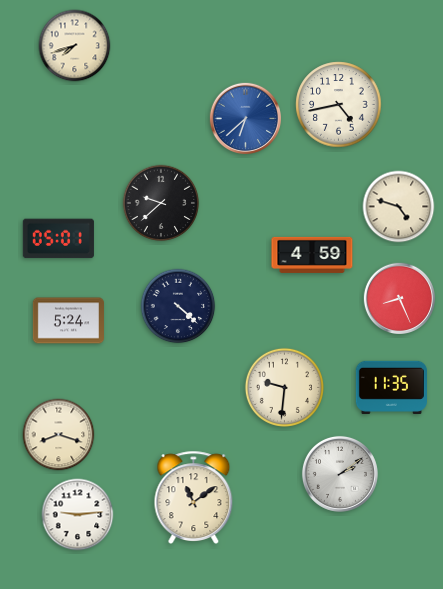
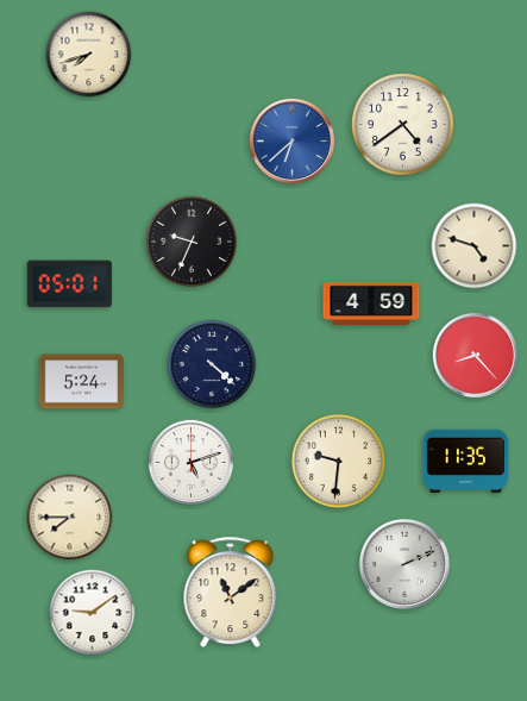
clock at (339, 105): 4:43 -> 4:39
clock at (161, 203): 9:38 -> 9:34
clock at (399, 298): 8:26 -> 8:23
clock at (190, 462): none -> 5:12
clock at (59, 435): 8:18 -> 7:45
clock at (340, 474): 2:09 -> 2:11
clock at (78, 515): 9:14 -> 9:09
